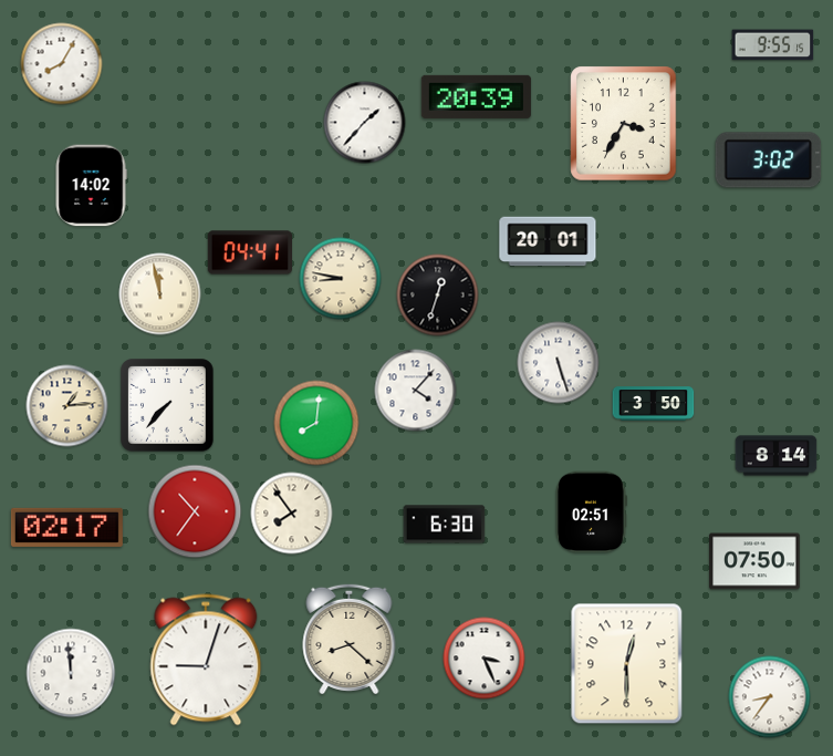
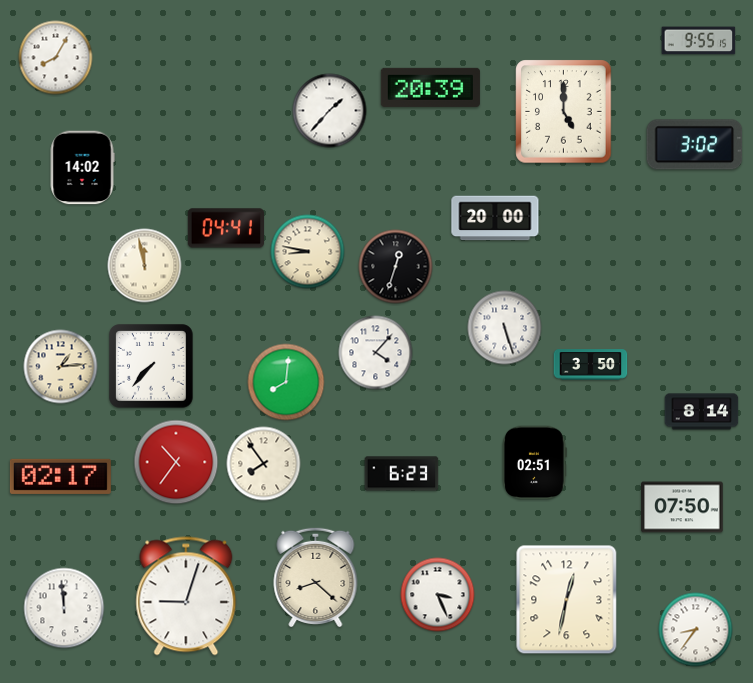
clock at (624, 124): 3:35 -> 5:00
clock at (548, 241): 20:01 -> 20:00
clock at (445, 525): 6:30 -> 6:23
clock at (627, 664): 12:30 -> 12:32
